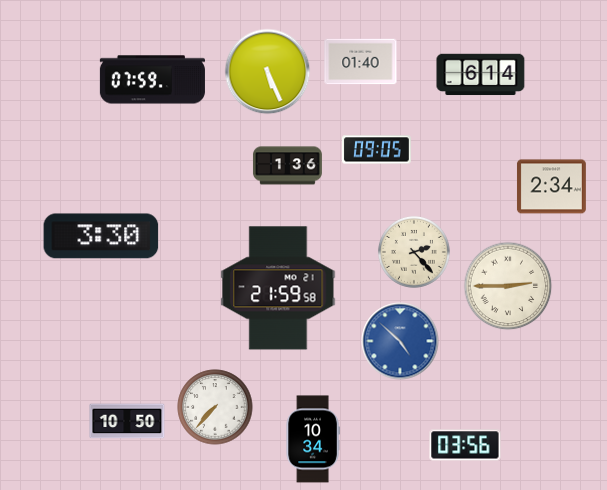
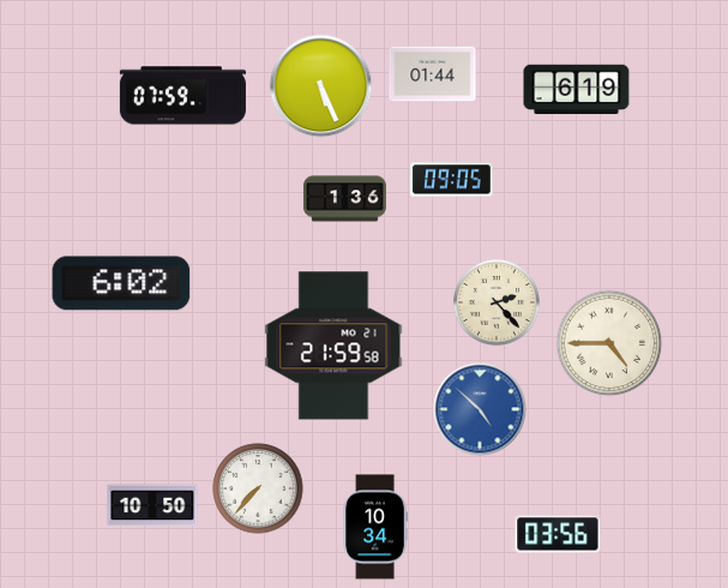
clock at (361, 62): 01:40 -> 01:44
clock at (481, 75): 6:14 -> 6:19
clock at (551, 187): 2:34 -> none
clock at (101, 236): 3:30 -> 6:02
clock at (508, 286): 2:45 -> 4:45
